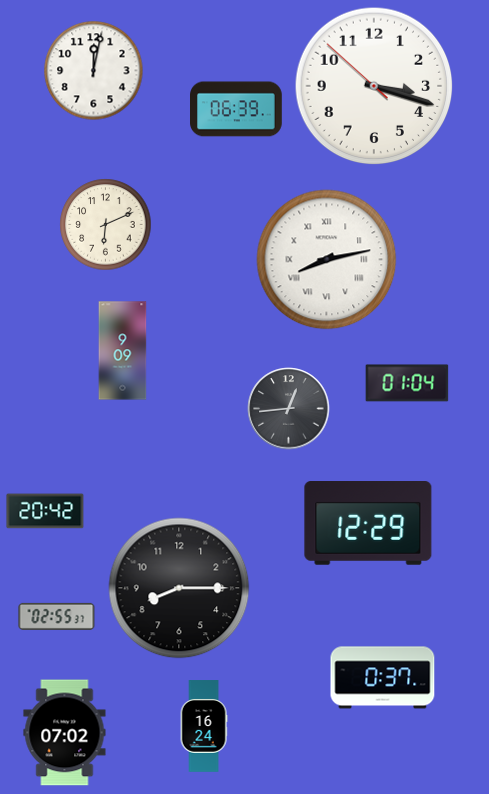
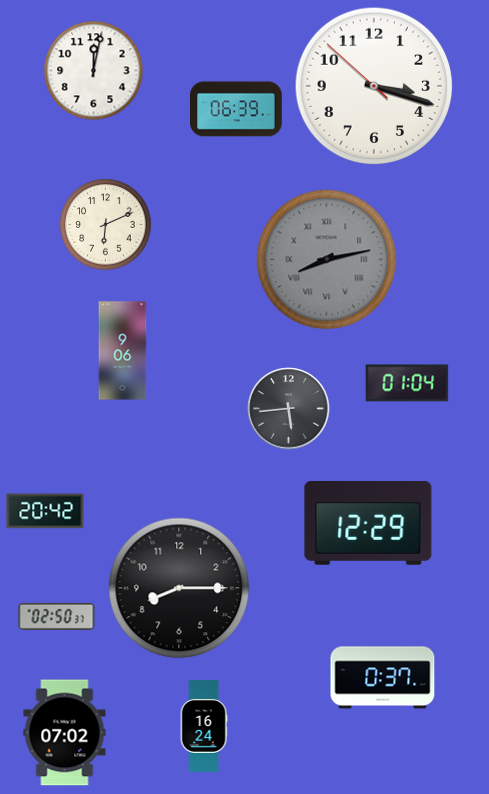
clock at (327, 260) dial: white -> grey
clock at (123, 351): 9:09 -> 9:06
clock at (289, 409): 12:44 -> 5:44
clock at (57, 616): 02:55 -> 02:50
